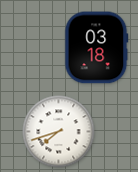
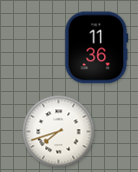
clock at (97, 48): 03:18 -> 11:36
